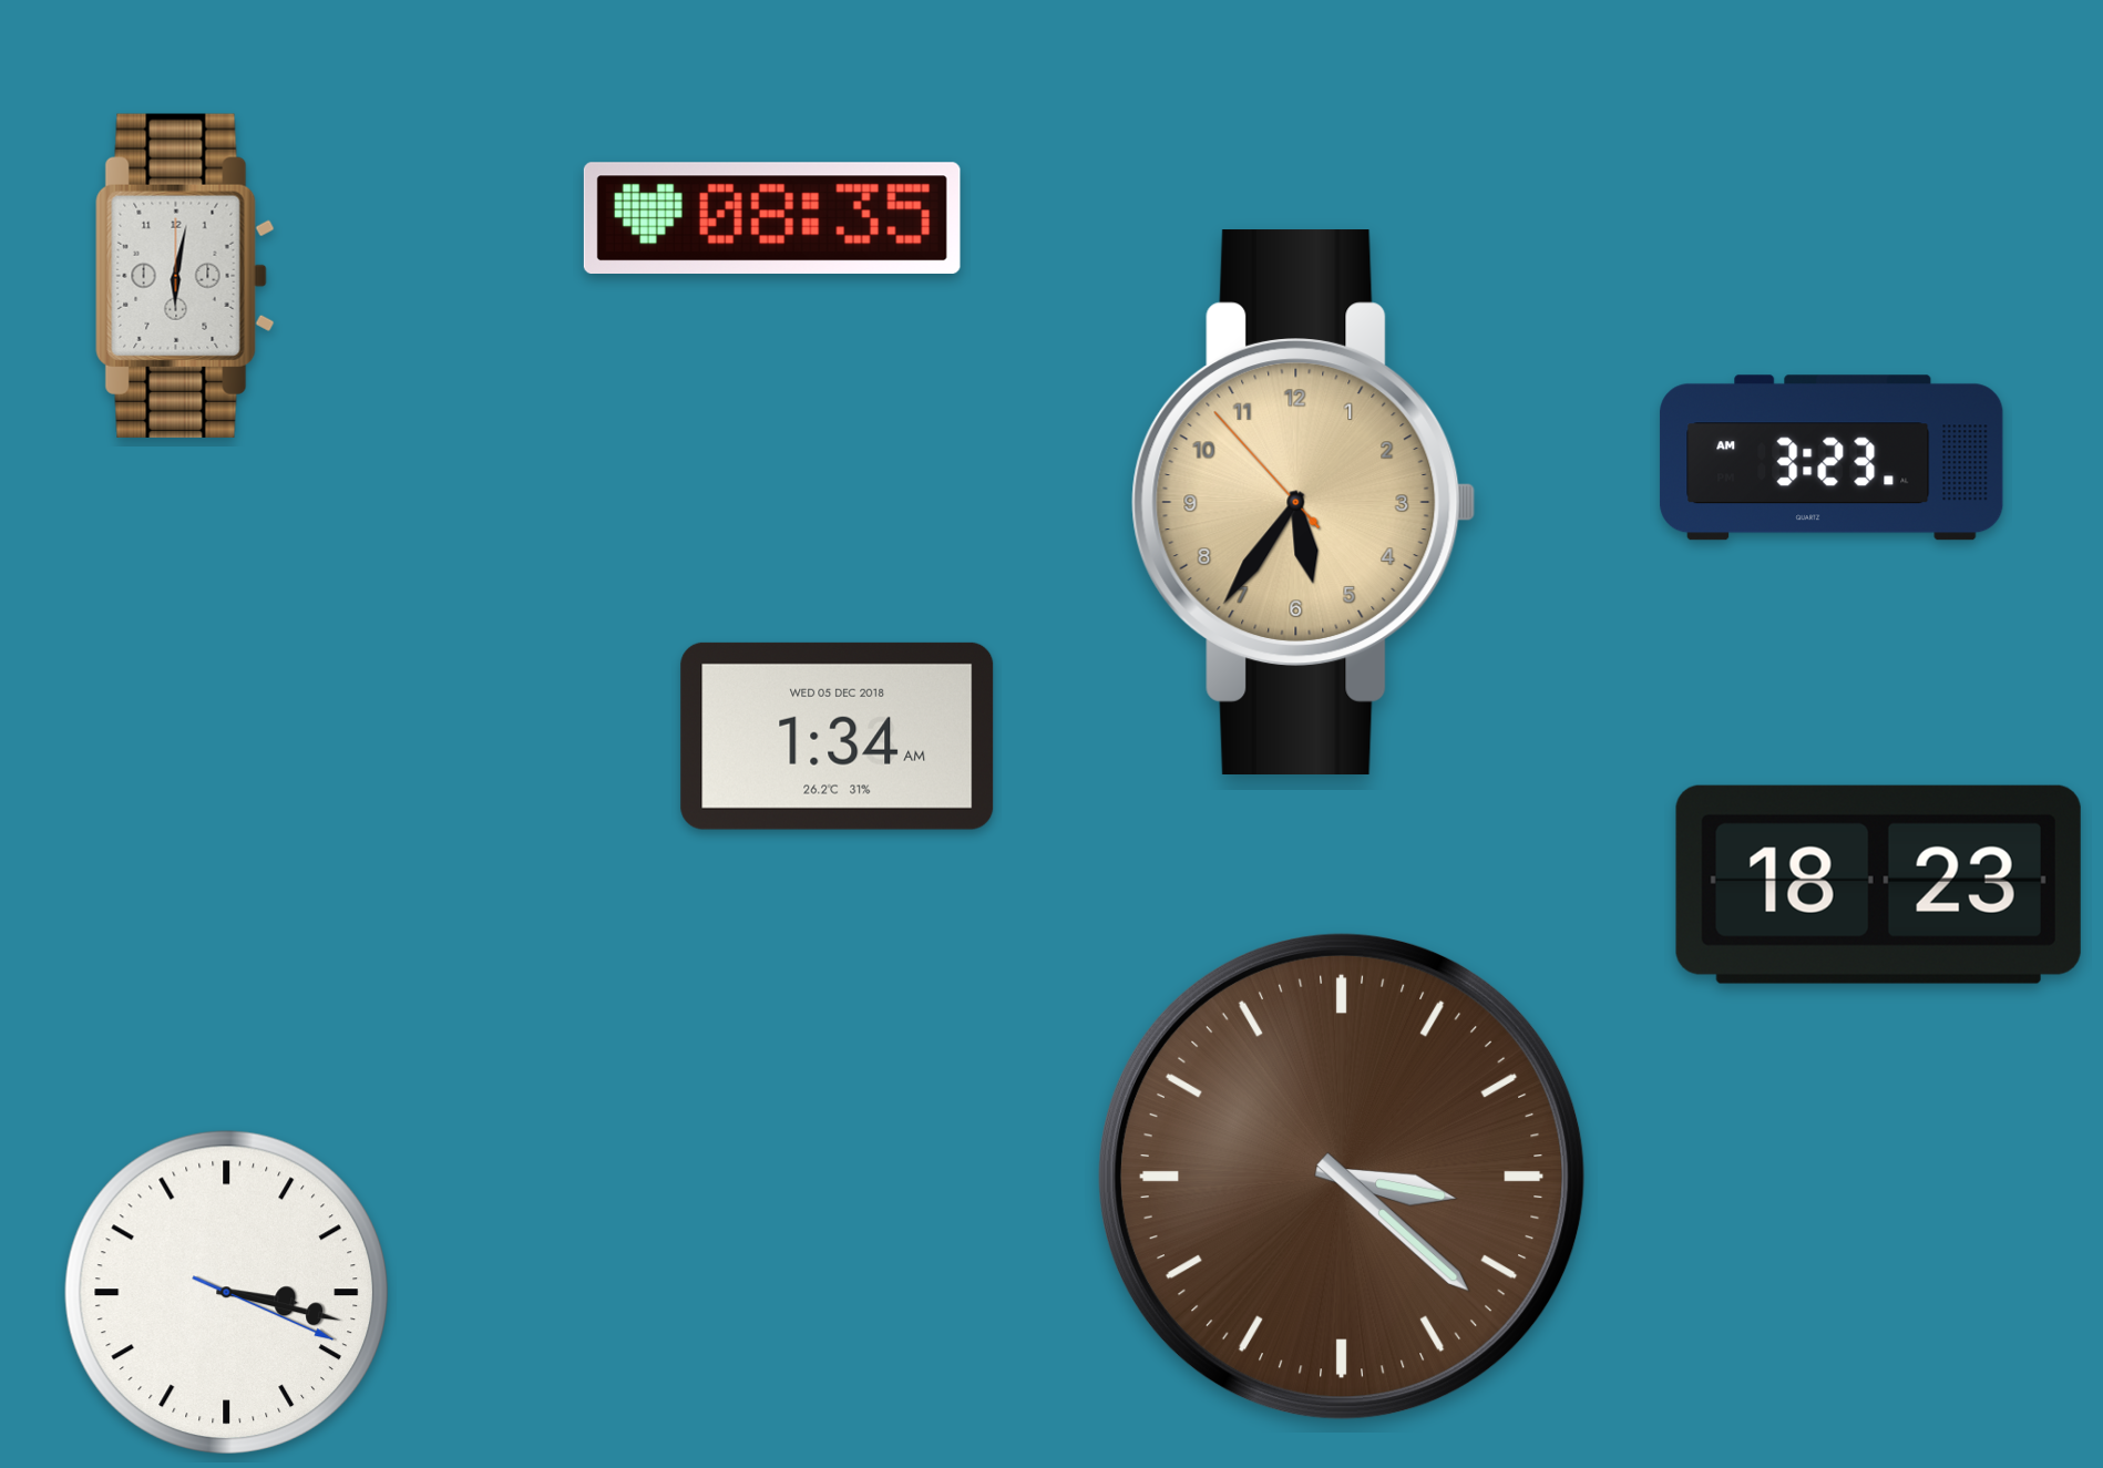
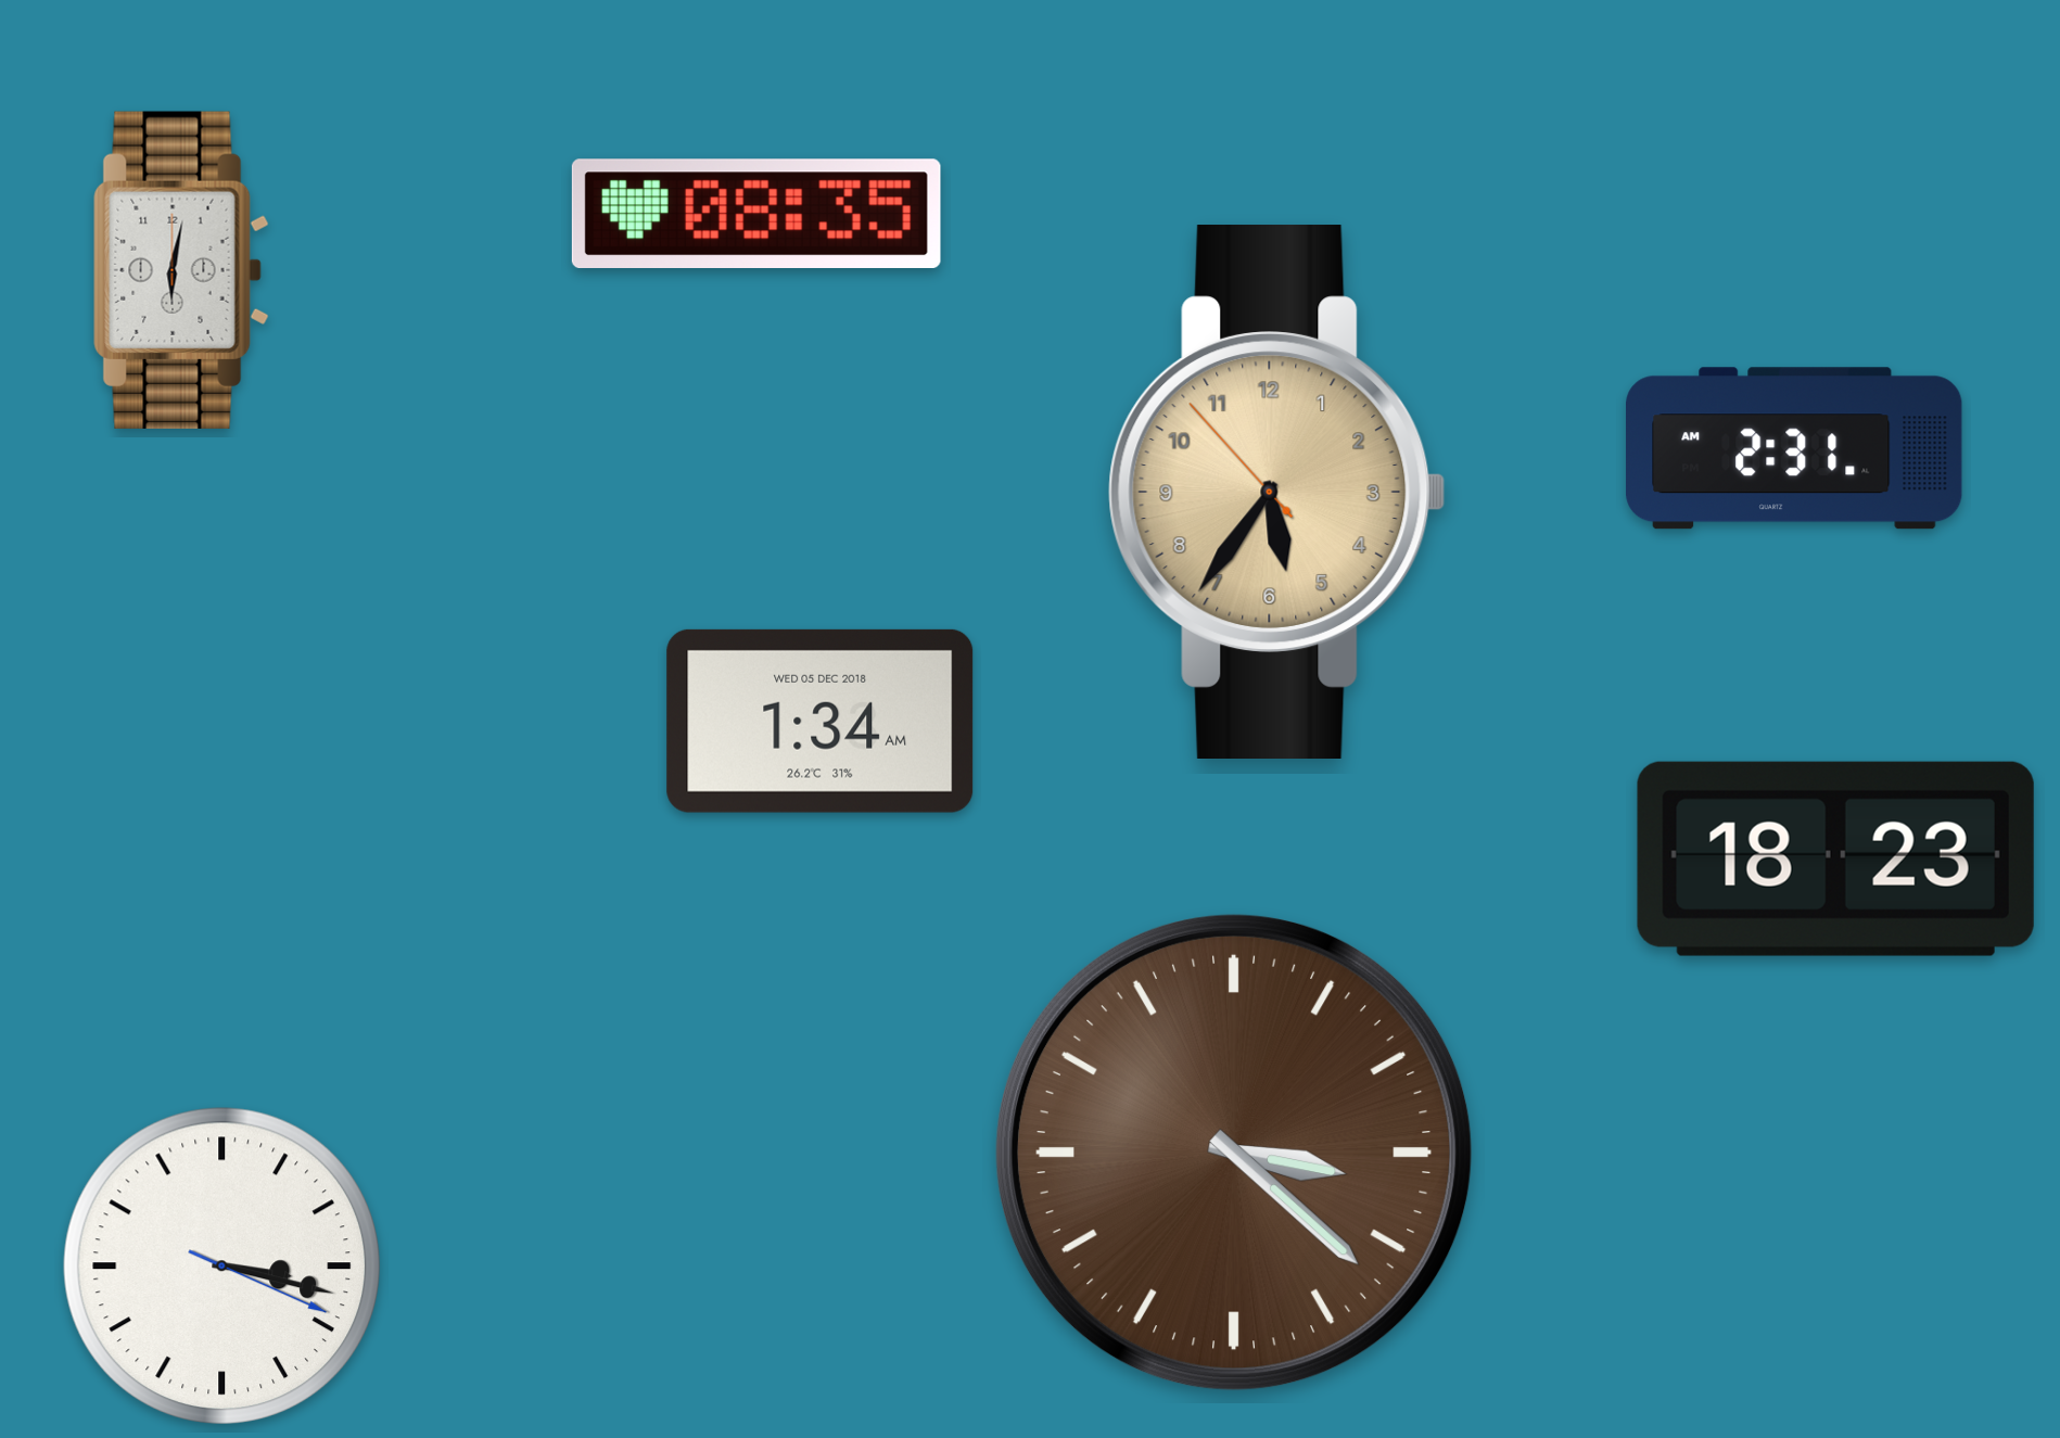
clock at (1832, 458): 3:23 -> 2:31
clock at (1878, 884) position: (1878, 884) -> (1835, 858)
clock at (1342, 1177) position: (1342, 1177) -> (1234, 1153)
